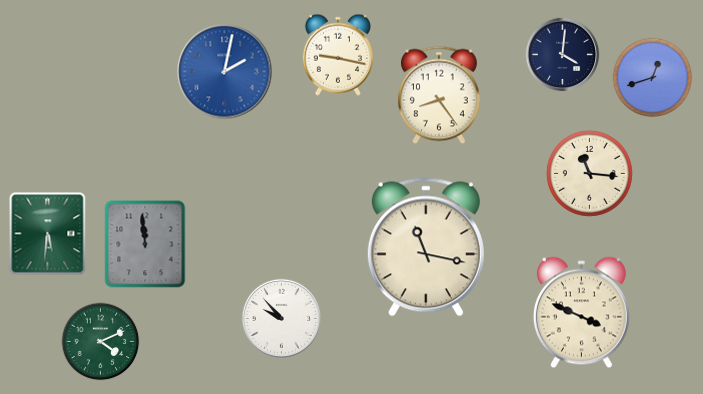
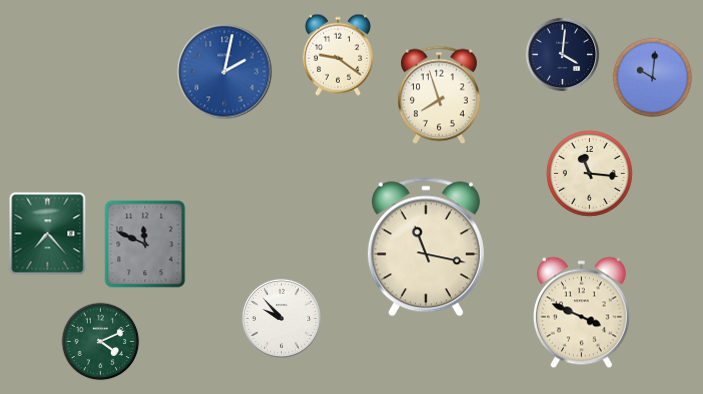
clock at (338, 55): 9:17 -> 9:21
clock at (653, 78): 12:42 -> 10:01
clock at (439, 95): 8:24 -> 7:57
clock at (48, 234): 5:31 -> 7:23
clock at (145, 244): 11:59 -> 11:49
